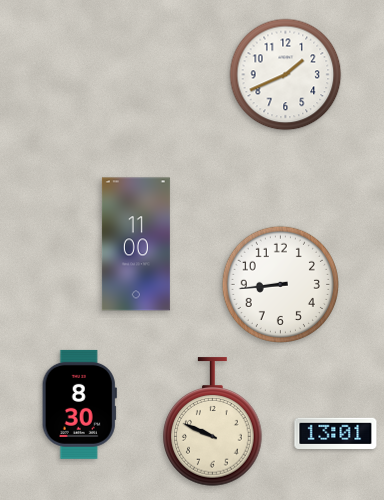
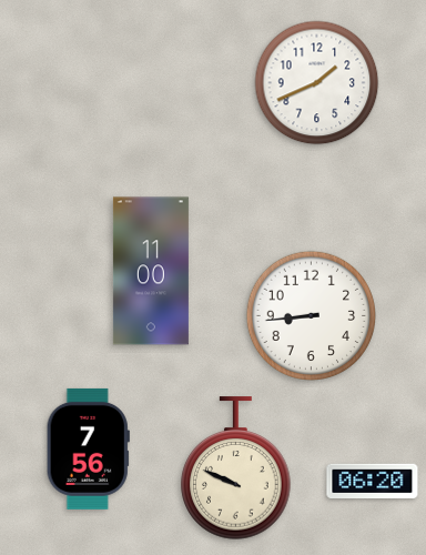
clock at (79, 404): 8:30 -> 7:56
clock at (336, 433): 13:01 -> 06:20
